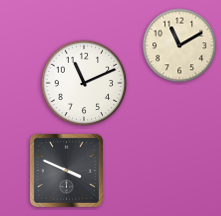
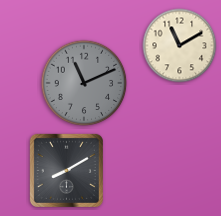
clock at (84, 83) dial: white -> grey
clock at (66, 170): 3:49 -> 8:10
